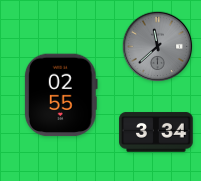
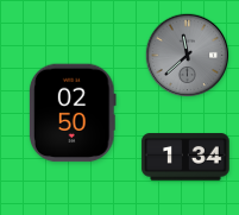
clock at (61, 95): 02:55 -> 02:50
clock at (156, 132): 3:34 -> 1:34
